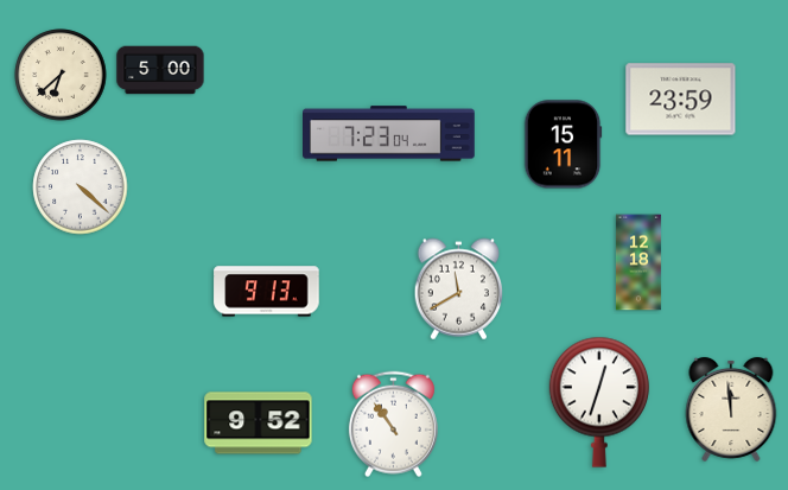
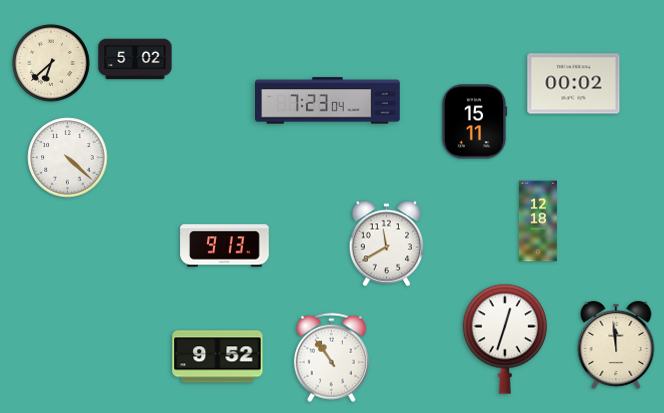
clock at (160, 70): 5:00 -> 5:02
clock at (681, 100): 23:59 -> 00:02
clock at (389, 134) position: (389, 134) -> (328, 101)
